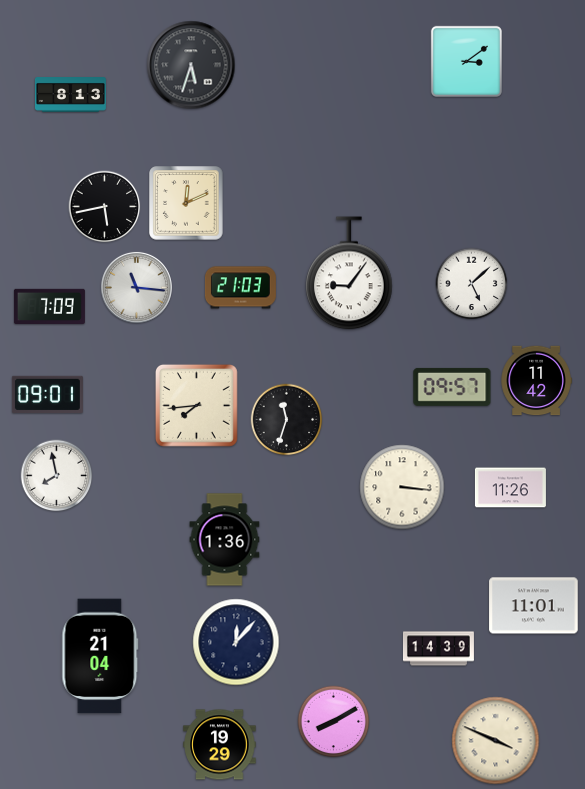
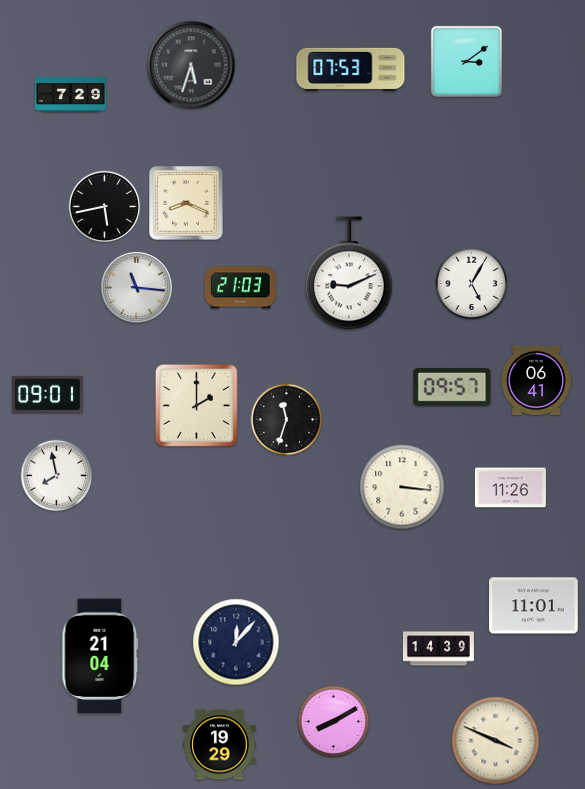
clock at (351, 69): none -> 07:53
clock at (70, 95): 8:13 -> 7:29
clock at (186, 203): 12:11 -> 8:19
clock at (349, 273): 9:06 -> 9:11
clock at (472, 284): 5:08 -> 5:05
clock at (49, 306): 7:09 -> none
clock at (536, 381): 11:42 -> 06:41
clock at (196, 405): 7:44 -> 2:00
clock at (225, 540): 1:36 -> none
